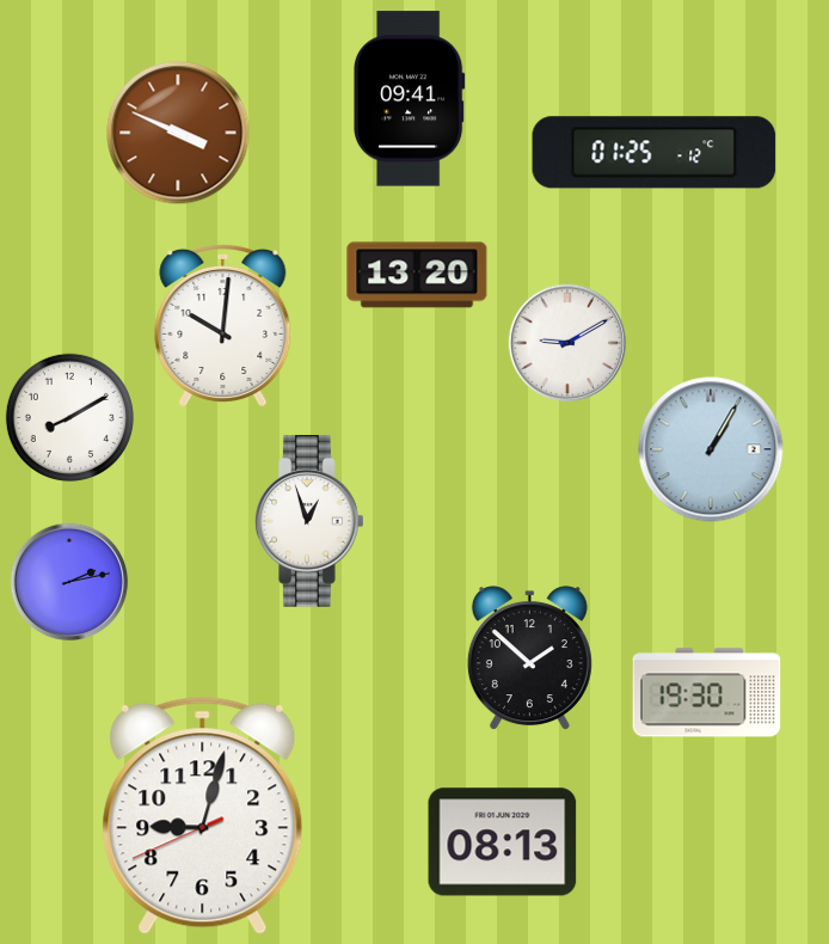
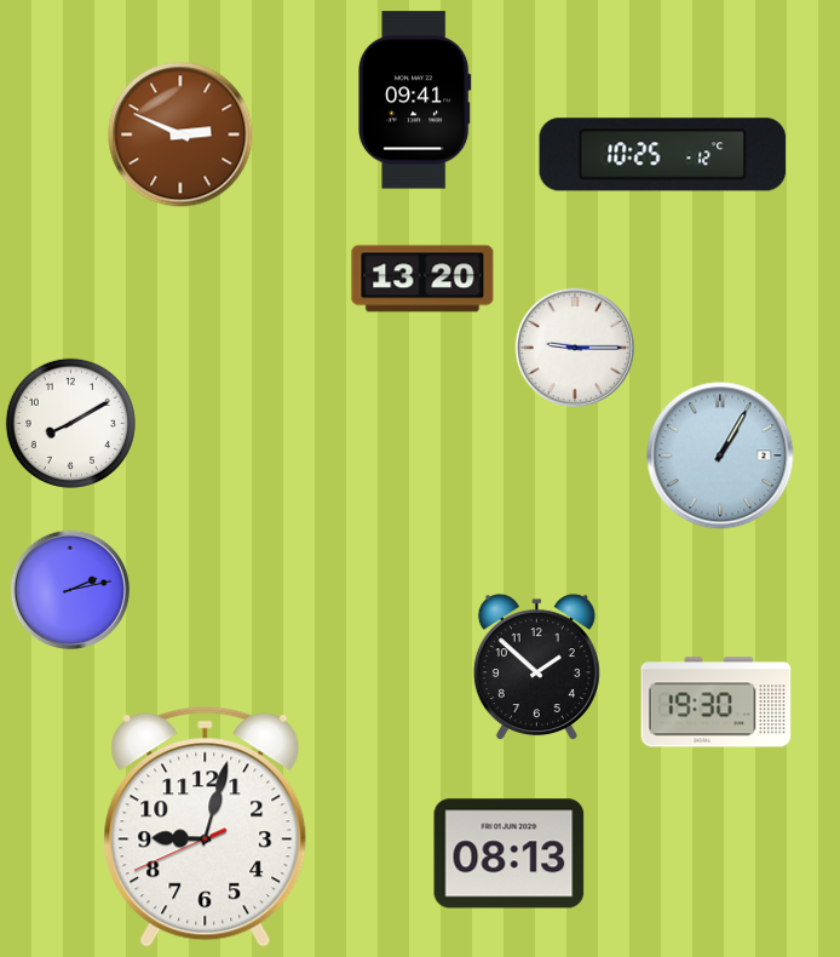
clock at (178, 133): 3:49 -> 2:49
clock at (655, 153): 01:25 -> 10:25
clock at (223, 325): 10:01 -> none
clock at (567, 343): 9:10 -> 9:15
clock at (311, 521): 12:57 -> none
